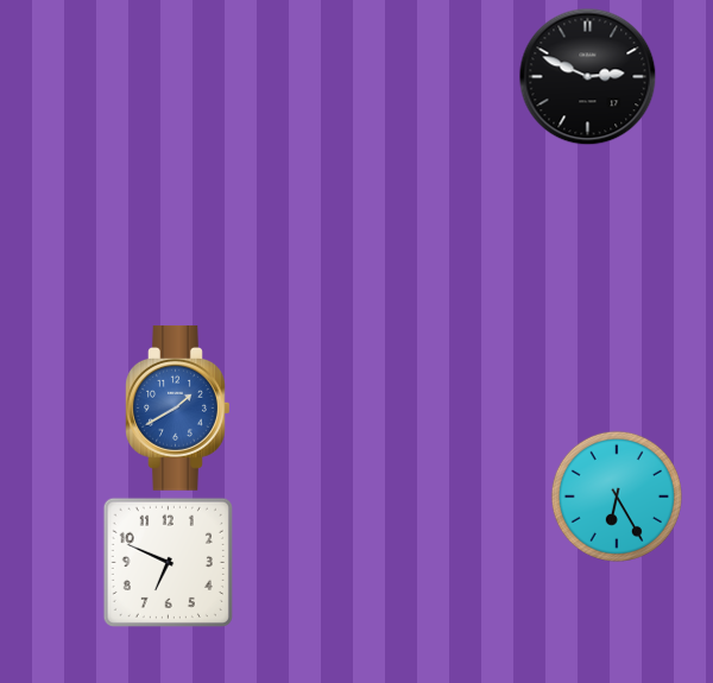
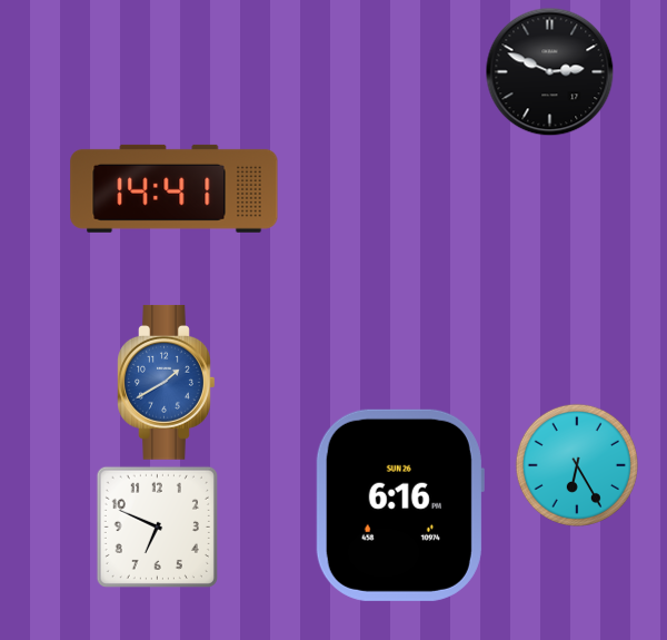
clock at (175, 188): none -> 14:41
clock at (400, 505): none -> 6:16
